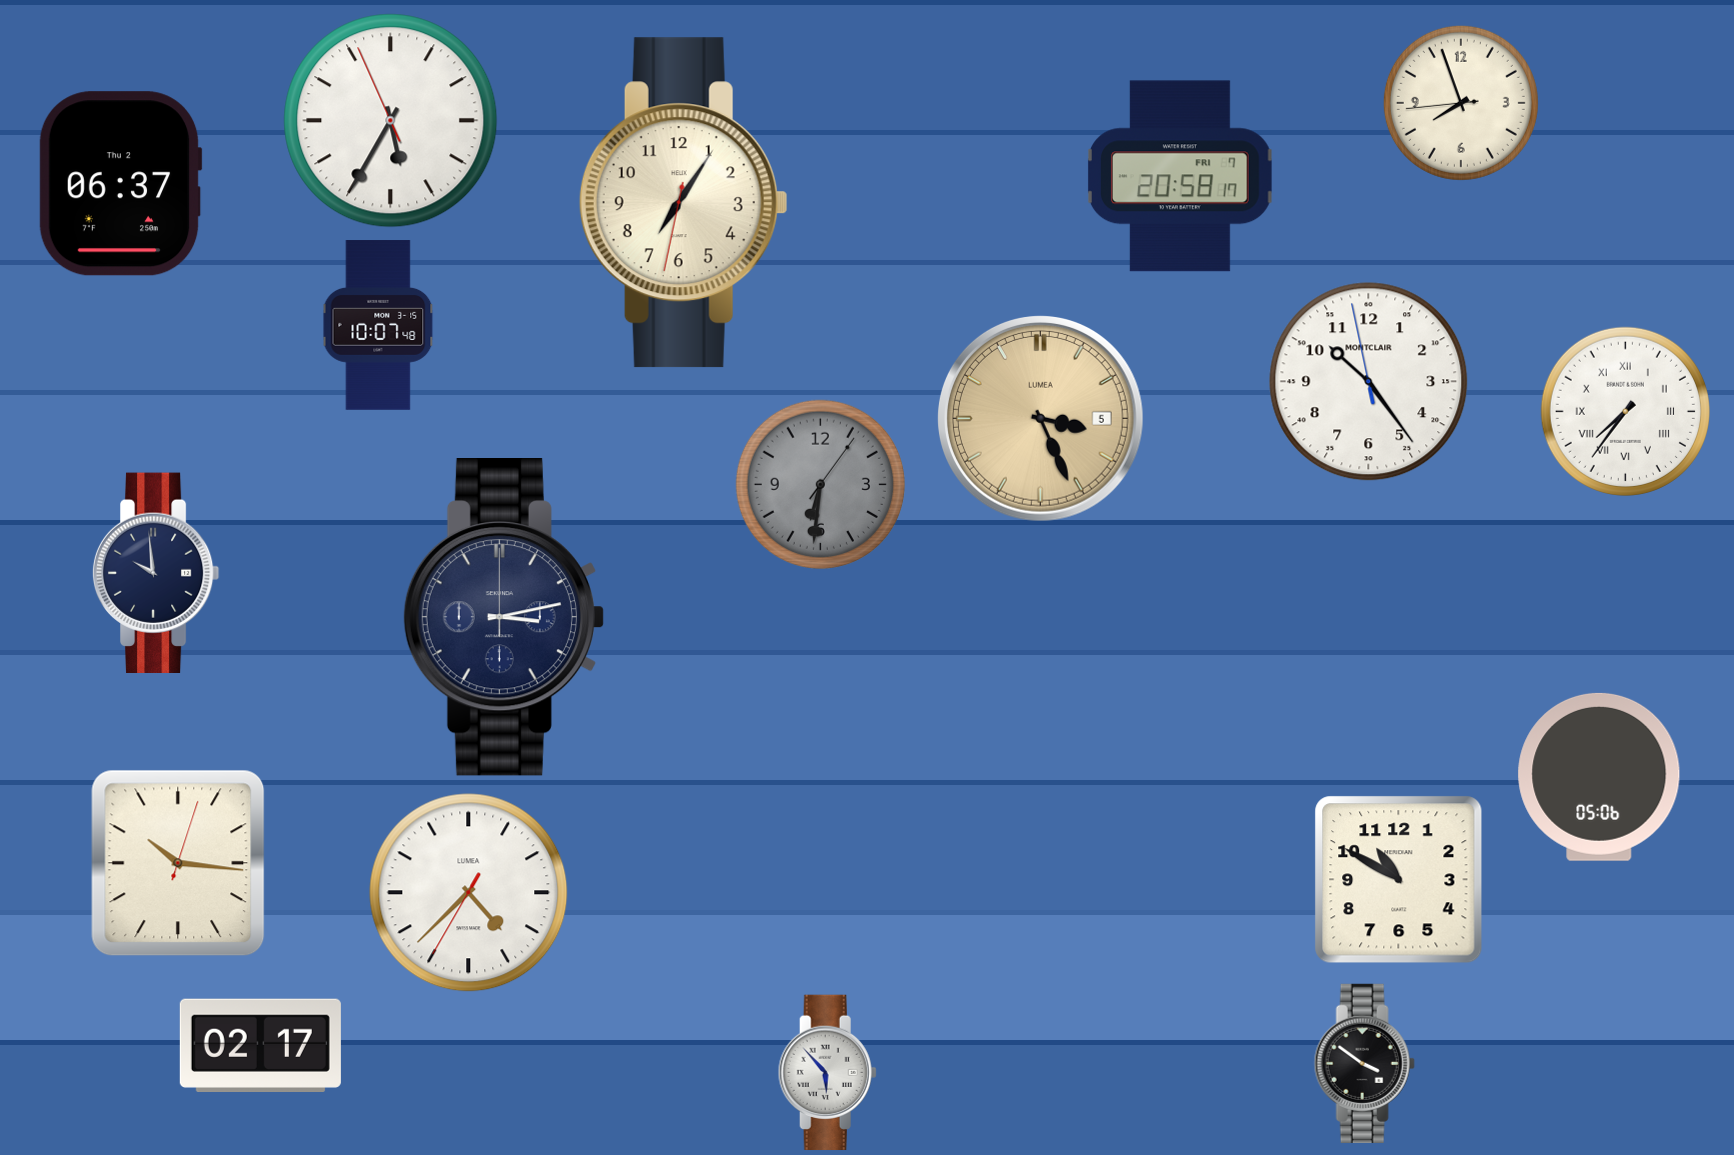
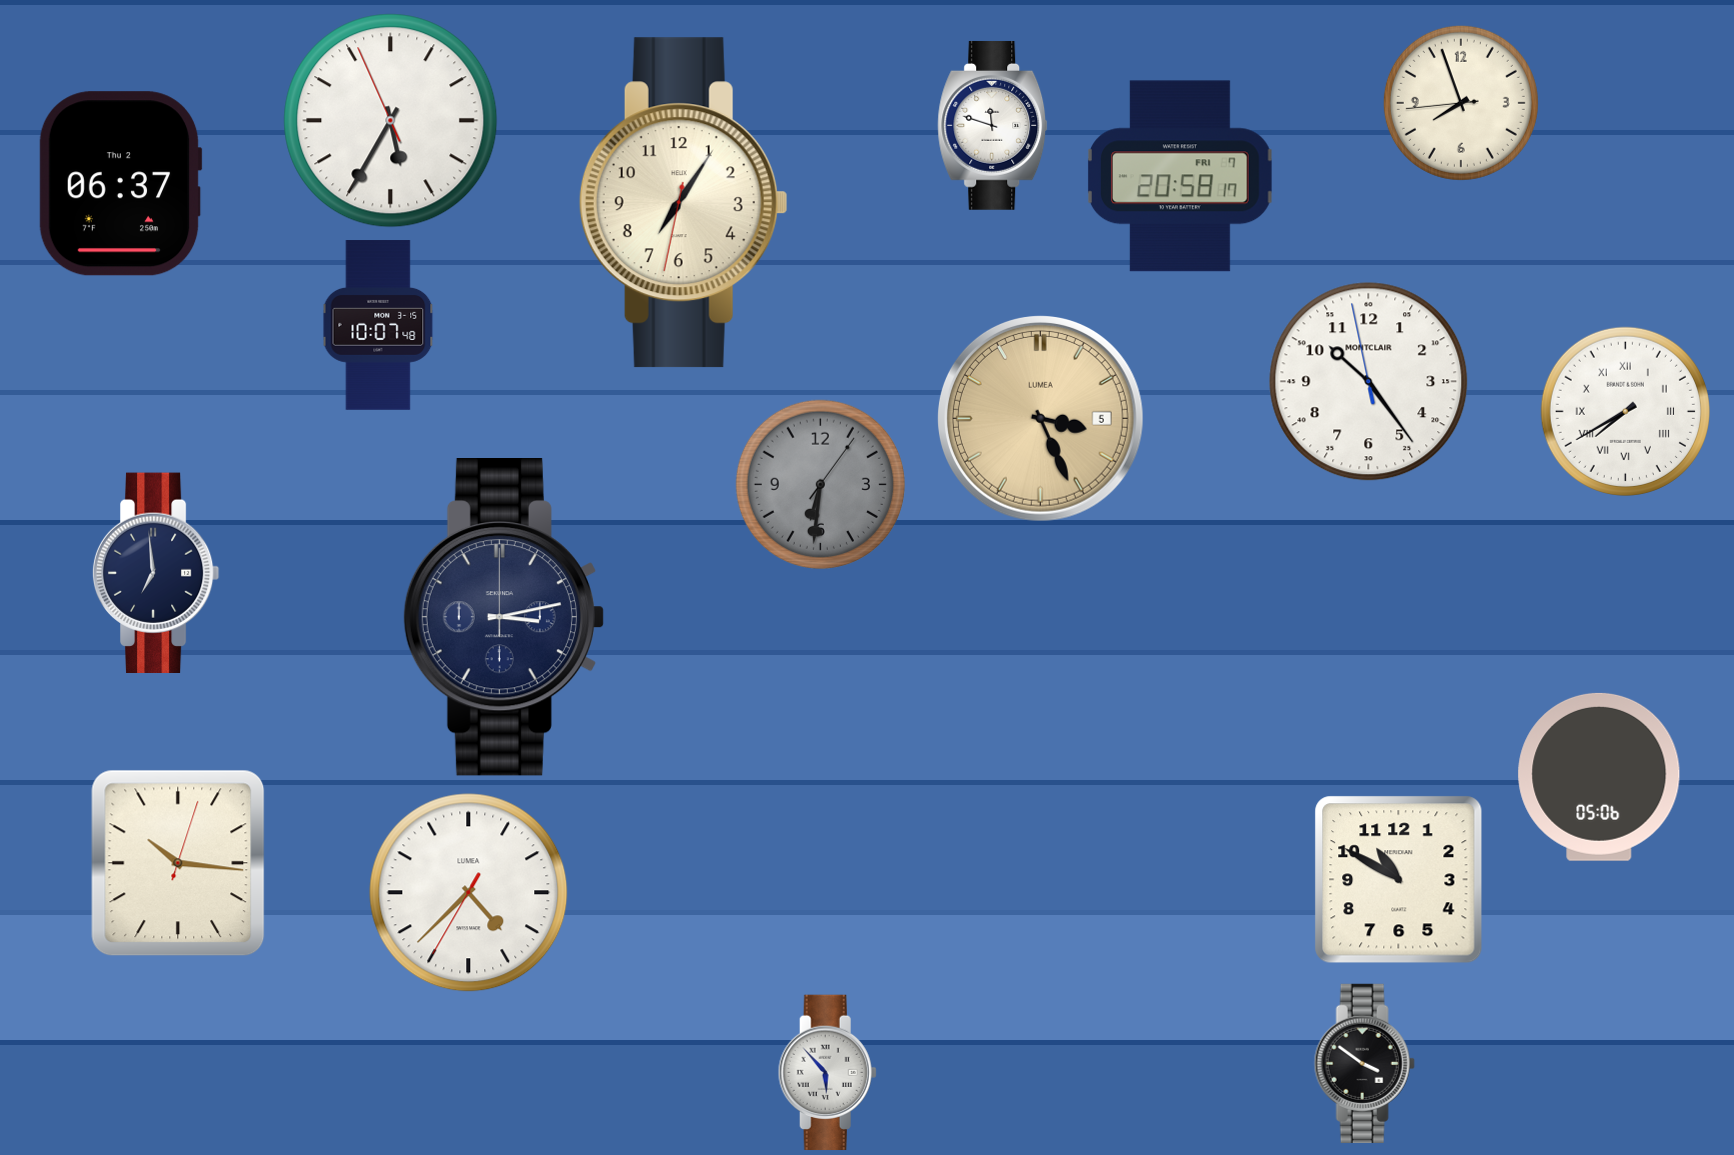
clock at (993, 125): none -> 11:48
clock at (1625, 411): 7:36 -> 7:40
clock at (156, 572): 9:59 -> 6:59
clock at (260, 1045): 02:17 -> none
